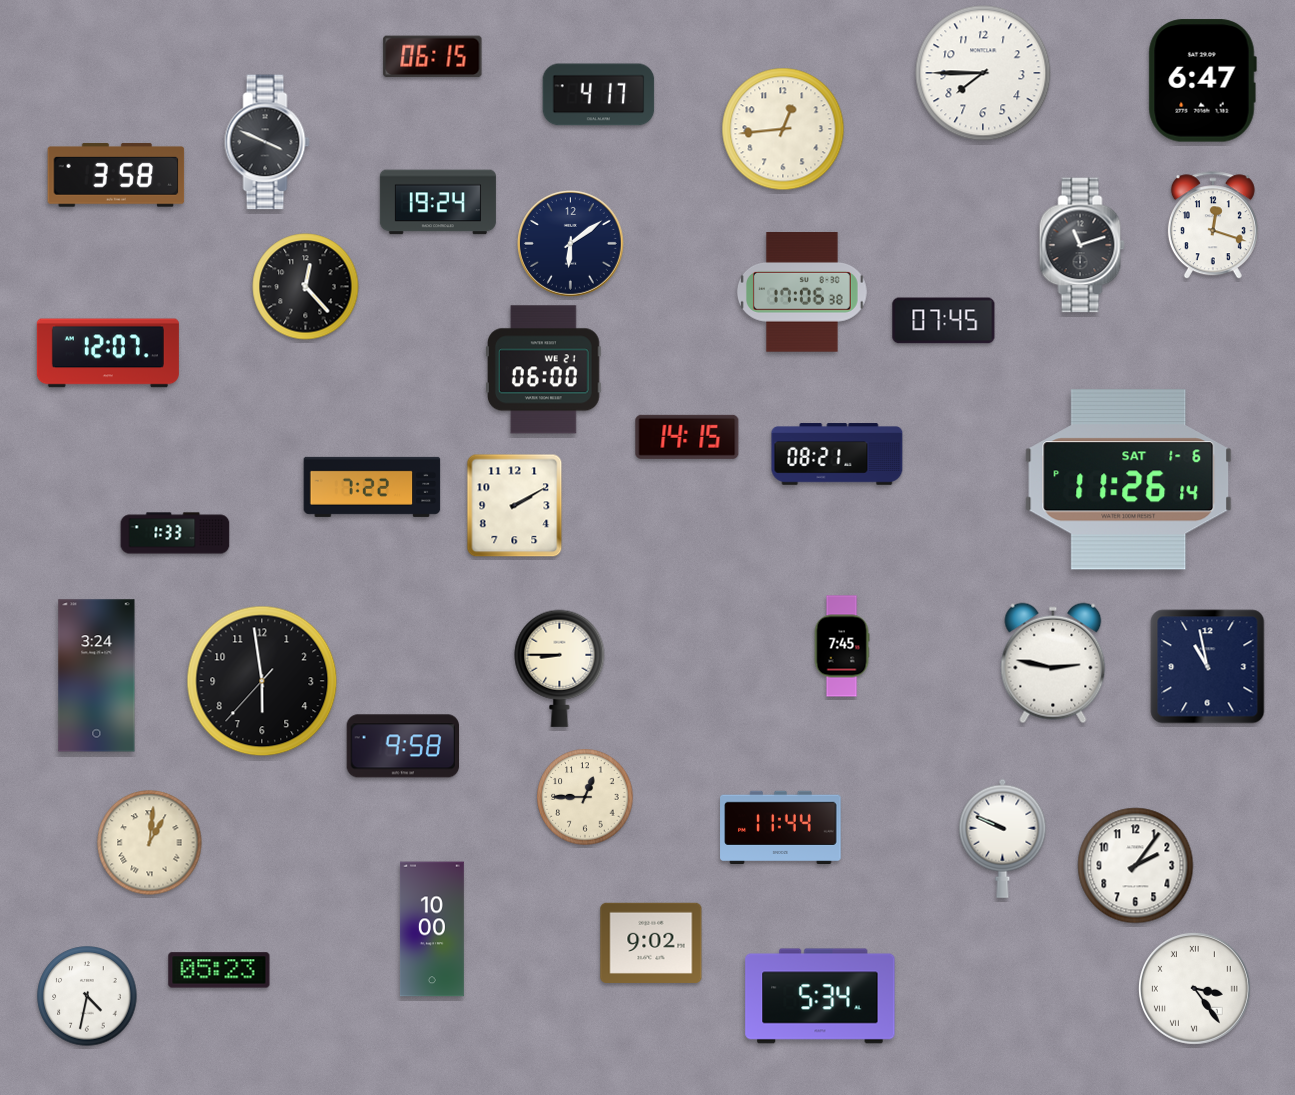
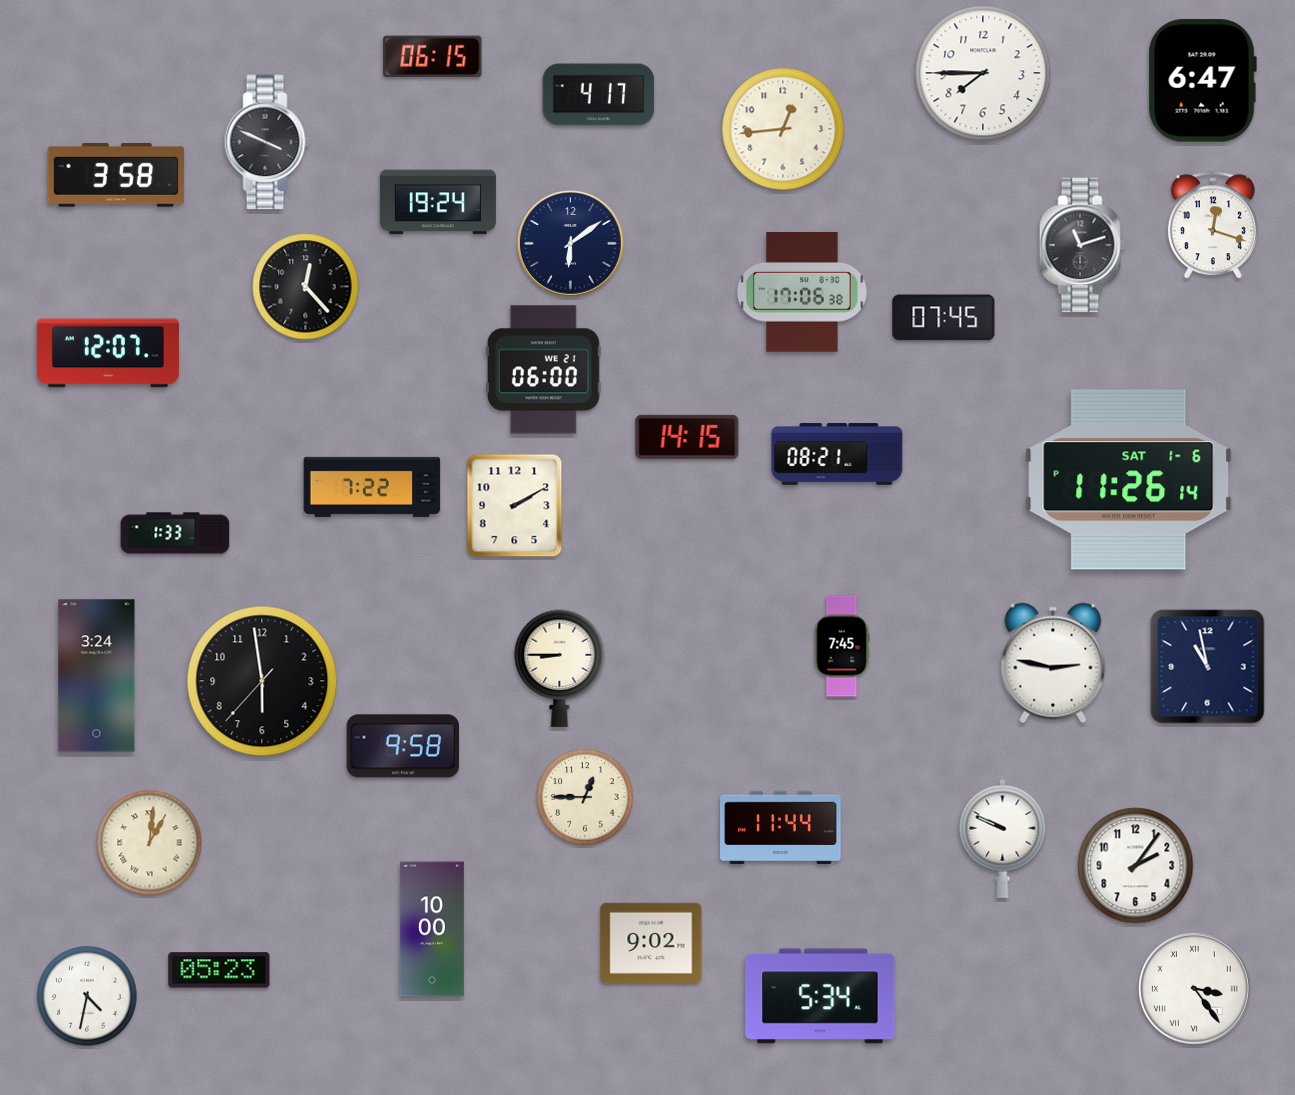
clock at (944, 321) position: (944, 321) -> (944, 318)
